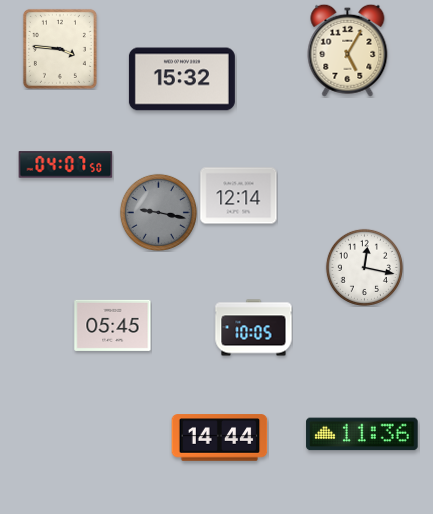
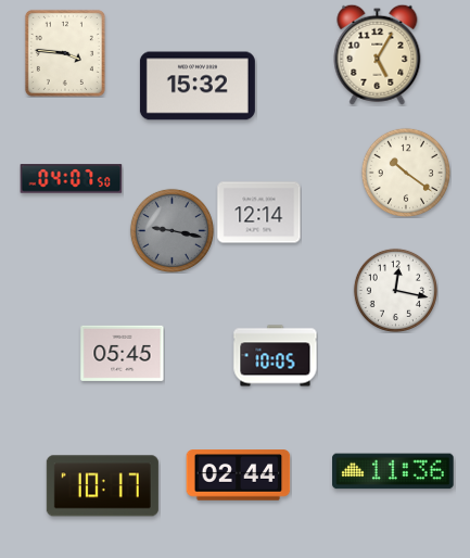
clock at (405, 172): none -> 10:21
clock at (220, 438): 14:44 -> 02:44
clock at (102, 486): none -> 10:17
